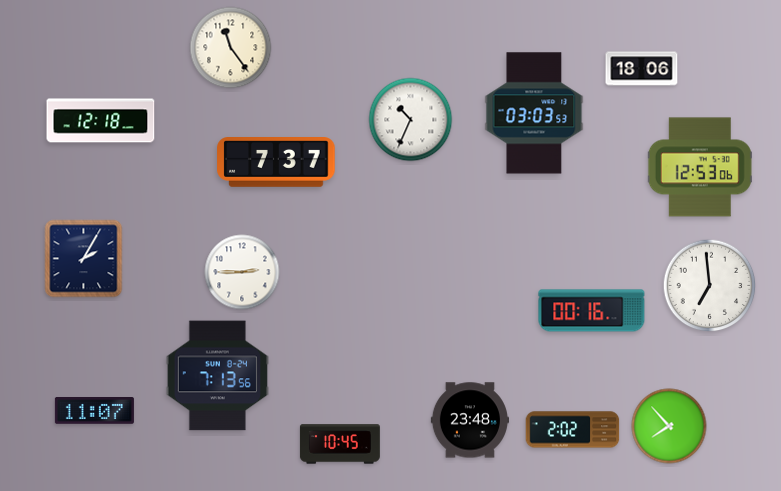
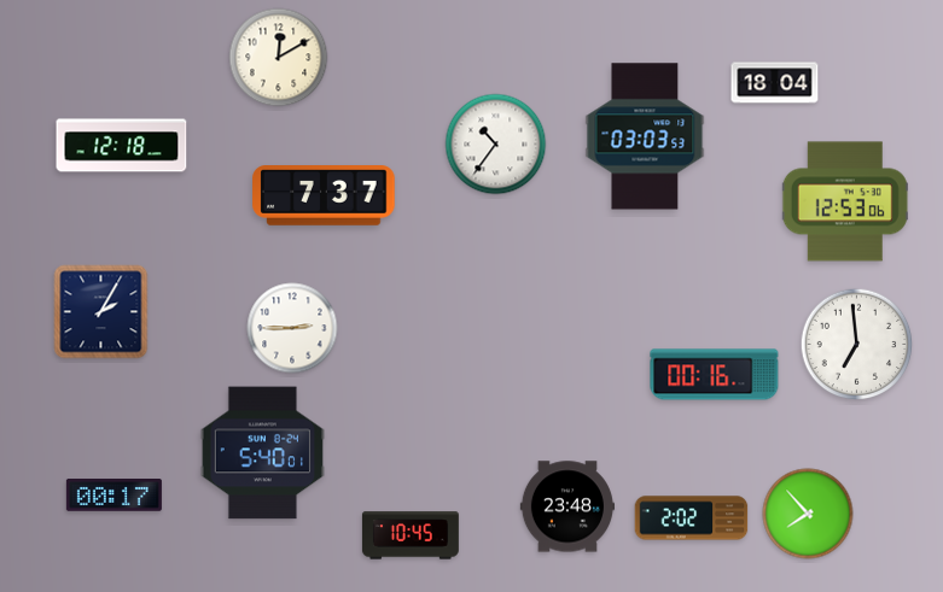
clock at (231, 48): 11:24 -> 12:10
clock at (642, 69): 18:06 -> 18:04
clock at (411, 120): 10:34 -> 10:36
clock at (276, 163) position: (276, 163) -> (324, 197)
clock at (217, 376): 7:13 -> 5:40
clock at (94, 411): 11:07 -> 00:17
